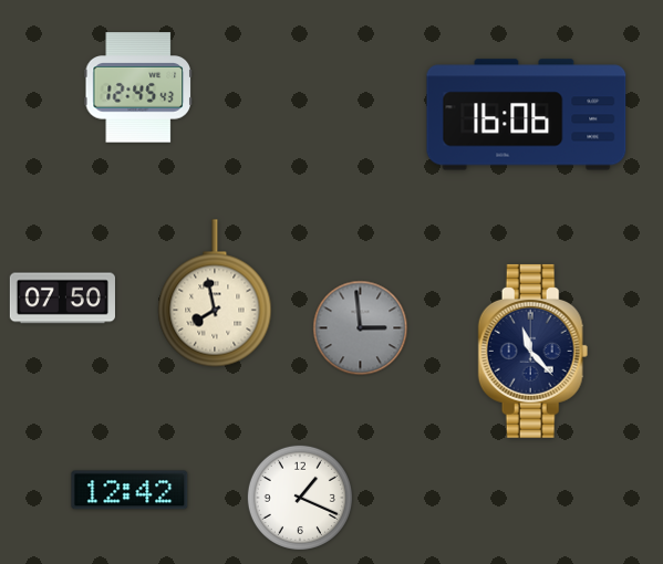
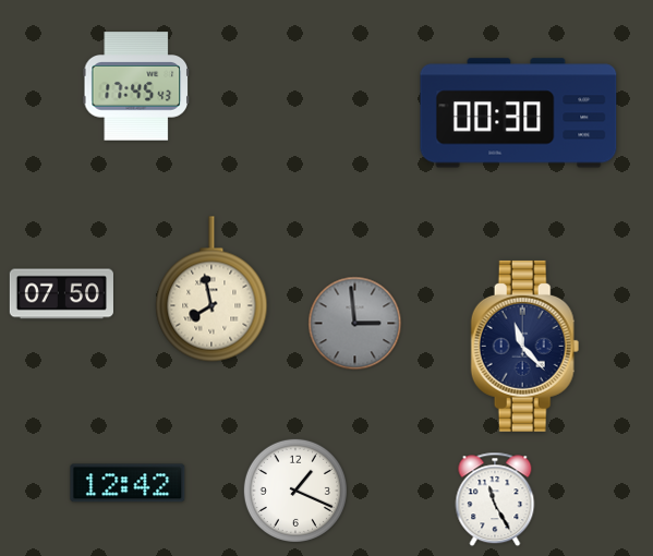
clock at (137, 87): 12:45 -> 17:45
clock at (527, 115): 16:06 -> 00:30
clock at (495, 499): none -> 11:25
